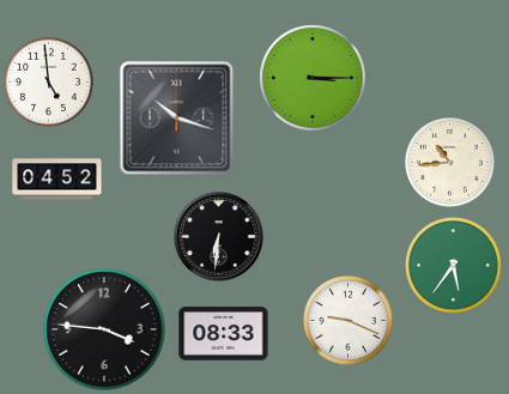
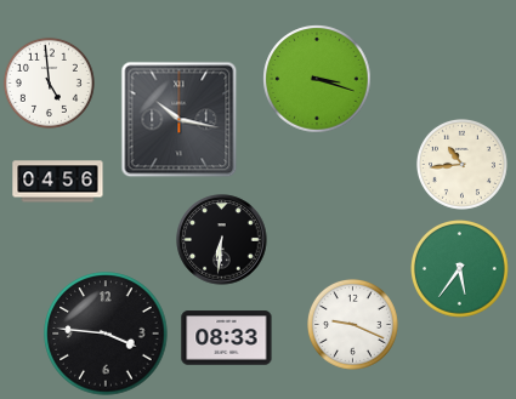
clock at (313, 78): 3:15 -> 3:18
clock at (177, 119): 10:18 -> 10:17
clock at (449, 162) position: (449, 162) -> (461, 164)
clock at (57, 180): 04:52 -> 04:56
